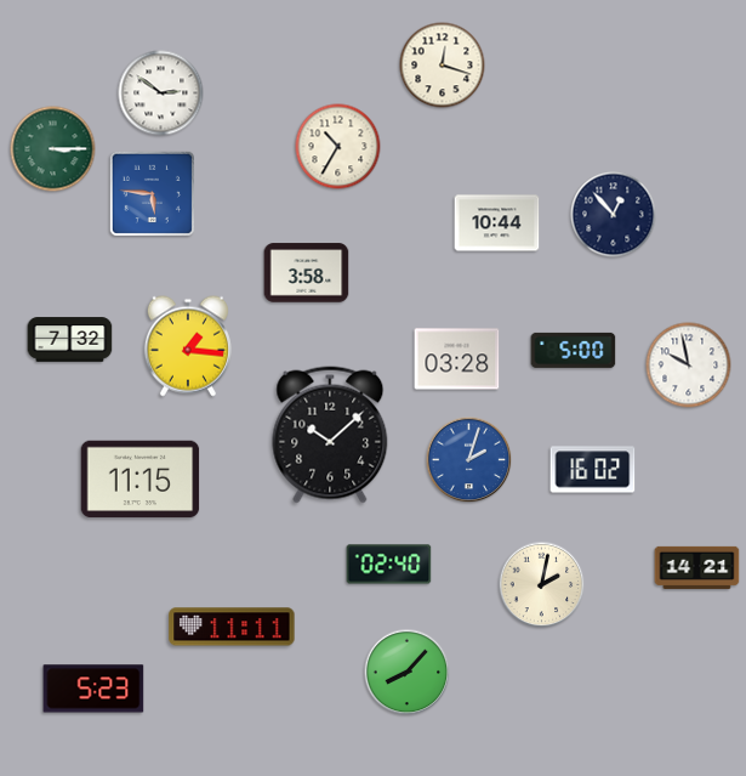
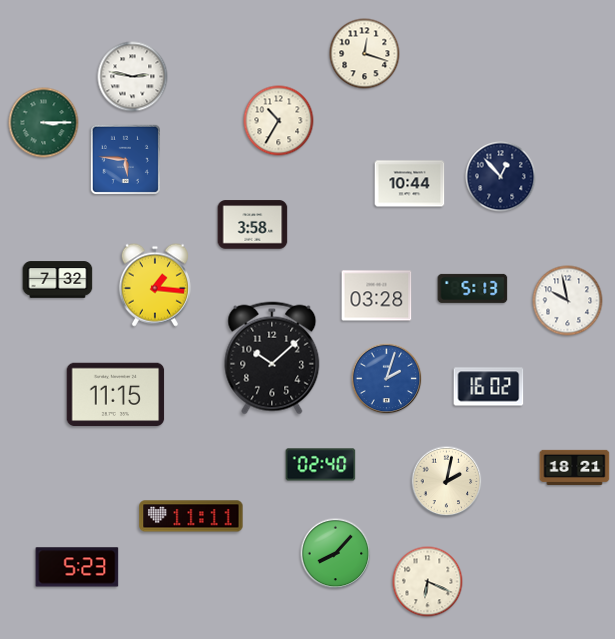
clock at (161, 94): 2:51 -> 2:47
clock at (614, 215) position: (614, 215) -> (501, 177)
clock at (574, 350): 5:00 -> 5:13
clock at (697, 567): 14:21 -> 18:21
clock at (428, 582): none -> 6:19
